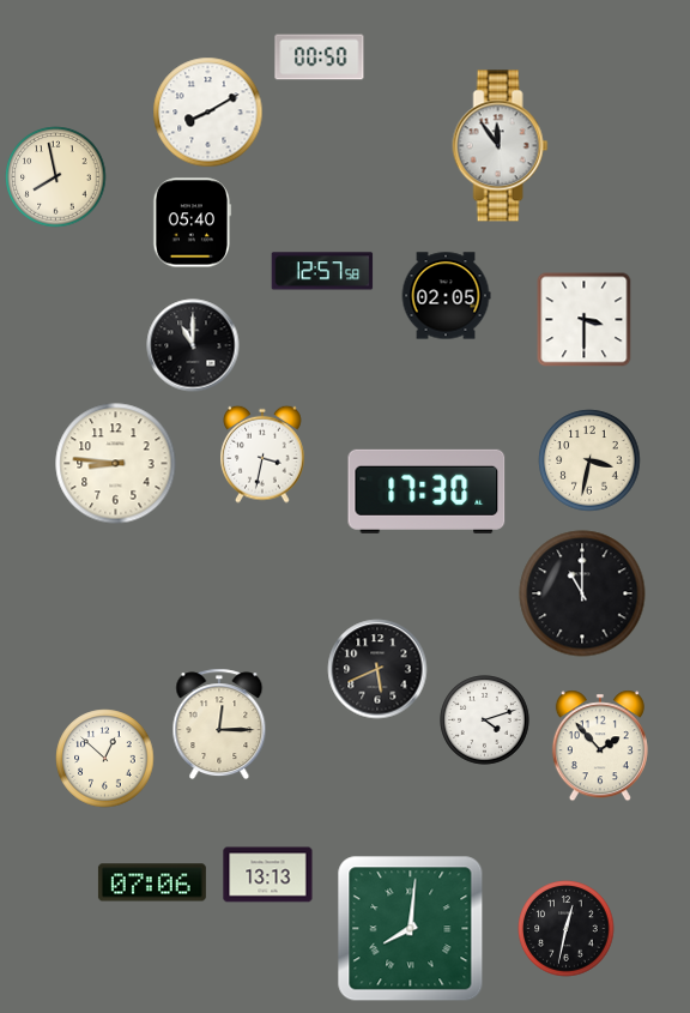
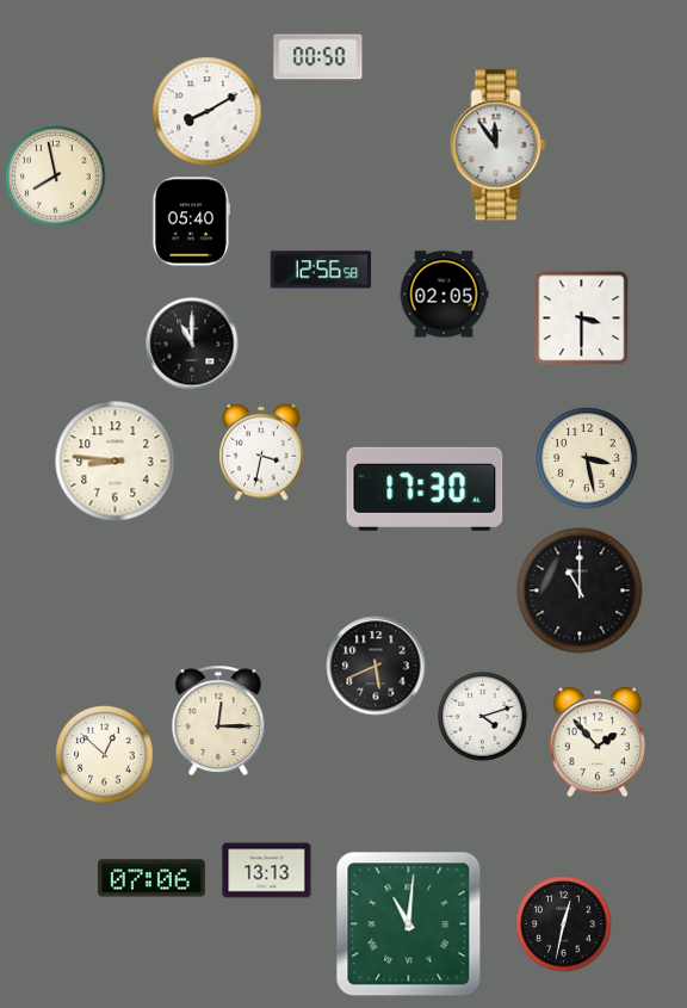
clock at (322, 271): 12:57 -> 12:56
clock at (589, 460): 3:32 -> 3:28
clock at (411, 929): 8:01 -> 11:01
